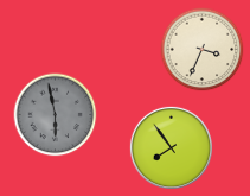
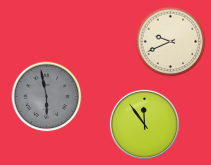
clock at (203, 50): 3:34 -> 9:41
clock at (171, 147): 7:54 -> 11:54
